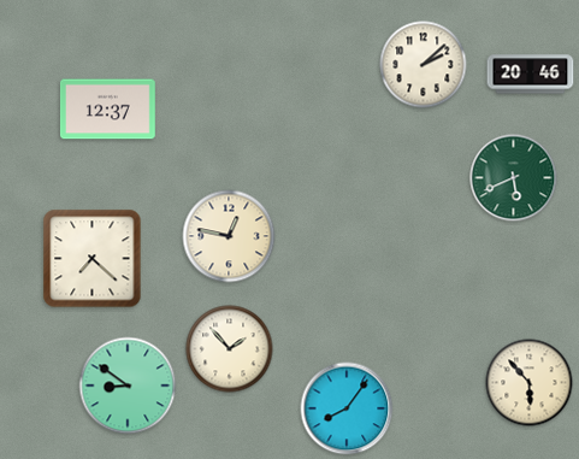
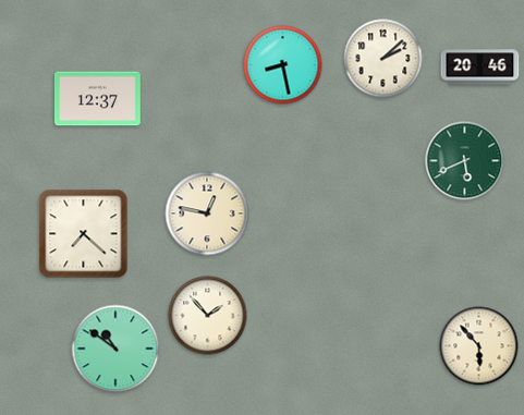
clock at (283, 65): none -> 8:28
clock at (128, 386): 8:51 -> 10:51
clock at (347, 408): 8:06 -> none
